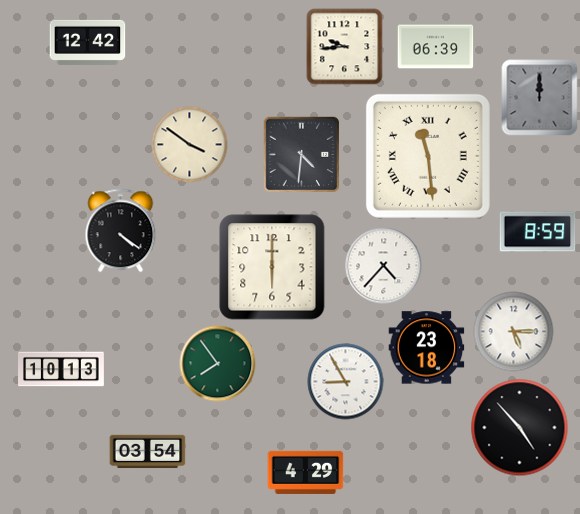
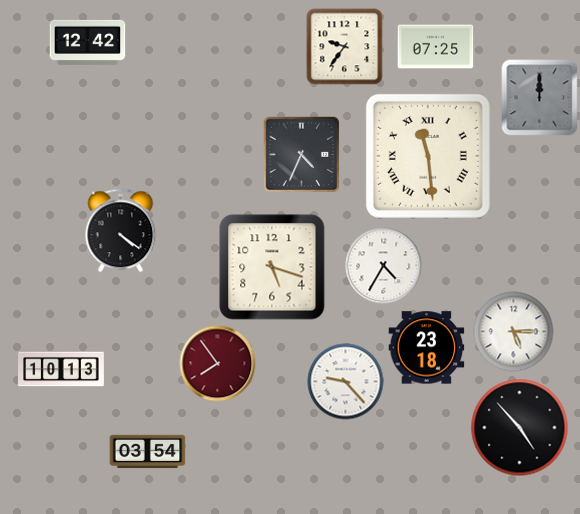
clock at (345, 47): 9:44 -> 9:36
clock at (436, 47): 06:39 -> 07:25
clock at (190, 145): 3:51 -> none
clock at (301, 154): 4:31 -> 4:34
clock at (538, 232): 8:59 -> none
clock at (384, 266): 4:37 -> 4:35
clock at (272, 267): 6:00 -> 5:18
clock at (218, 364) dial: green -> burgundy
clock at (346, 382): 8:55 -> 9:23
clock at (306, 472): 4:29 -> none
